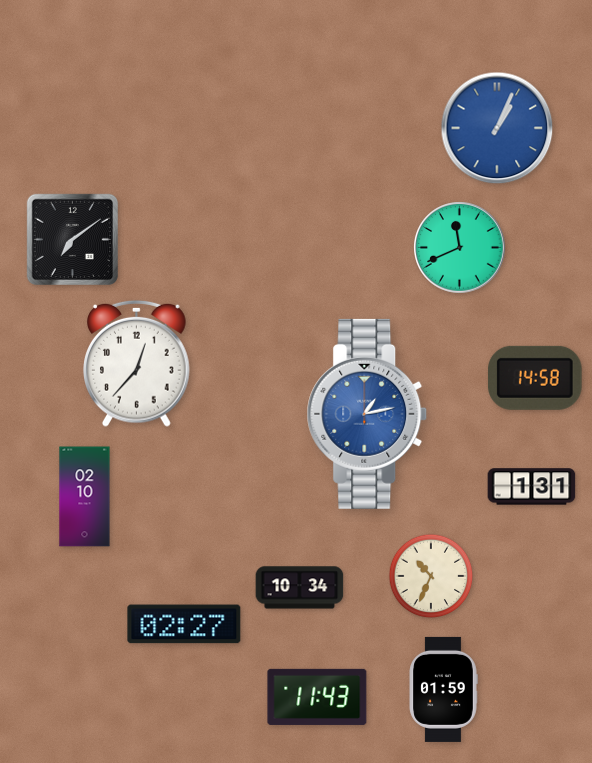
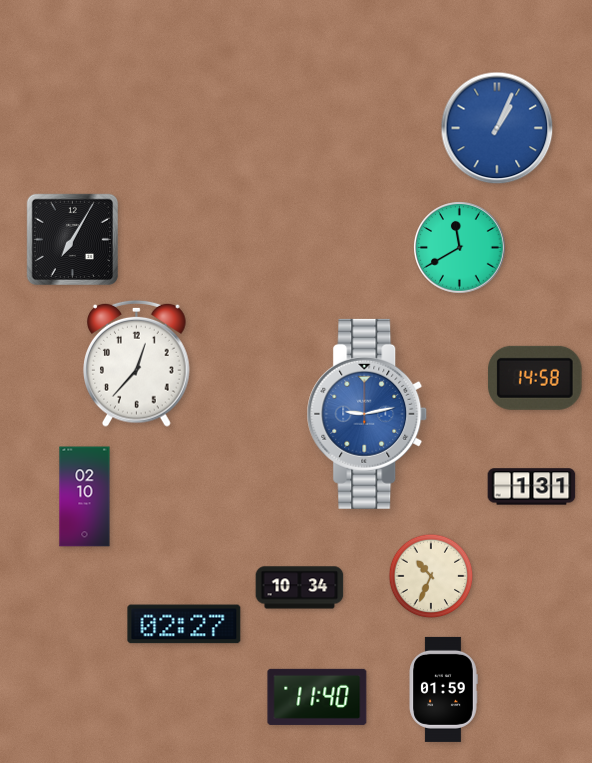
clock at (72, 239): 7:09 -> 7:05
clock at (460, 248): 11:41 -> 11:40
clock at (367, 414): 1:13 -> 9:13
clock at (317, 697): 11:43 -> 11:40
